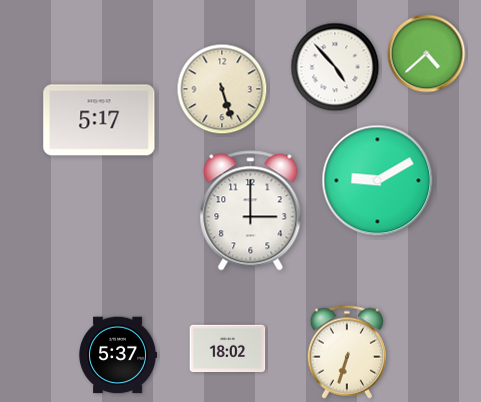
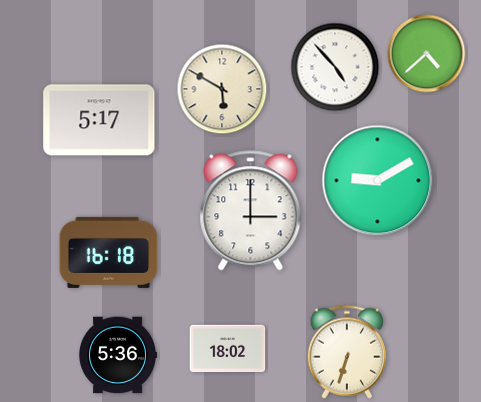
clock at (222, 89): 5:27 -> 5:50
clock at (109, 252): none -> 16:18
clock at (117, 355): 5:37 -> 5:36
